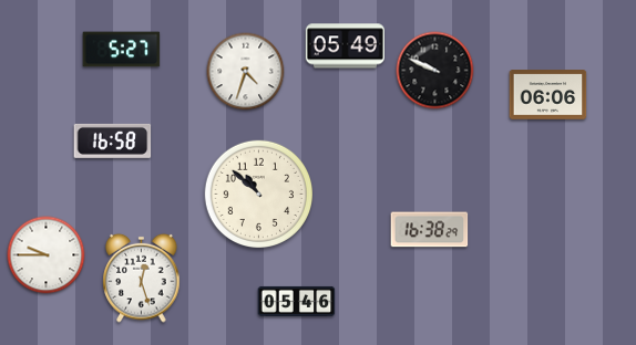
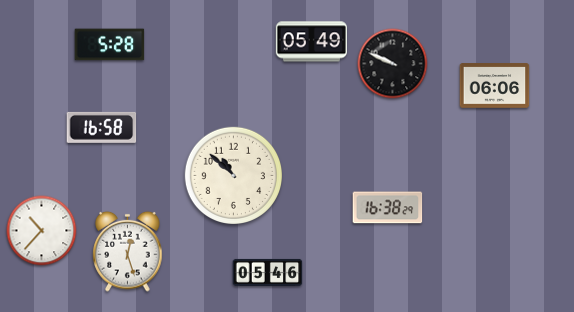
clock at (122, 50): 5:27 -> 5:28
clock at (246, 72): 4:33 -> none
clock at (47, 255): 9:45 -> 10:37
